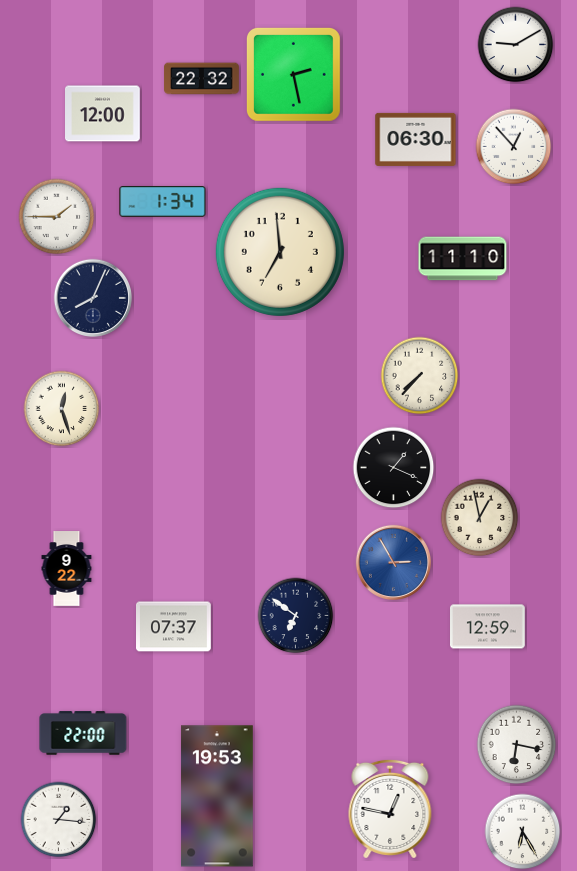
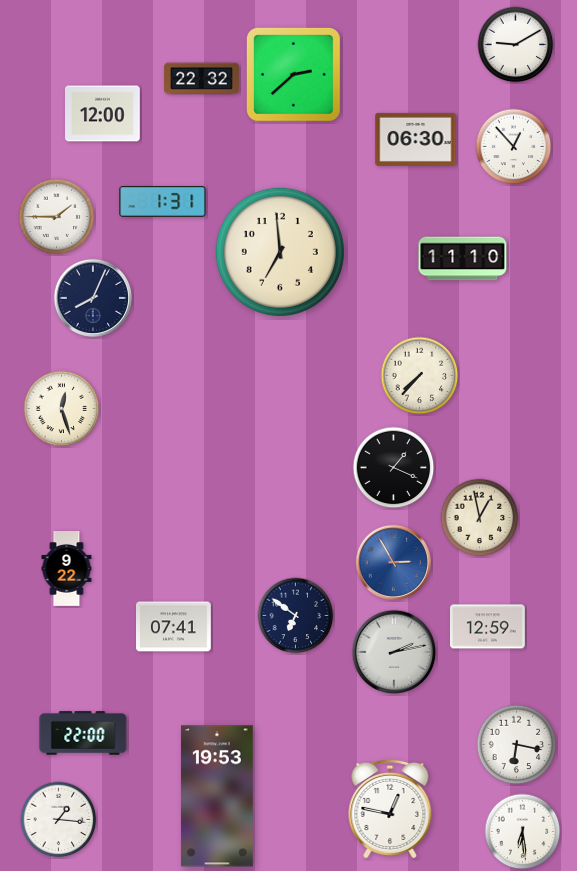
clock at (293, 74): 2:28 -> 2:38
clock at (163, 202): 1:34 -> 1:31
clock at (174, 627): 07:37 -> 07:41
clock at (394, 652): none -> 2:13
clock at (523, 832): 6:25 -> 6:29
